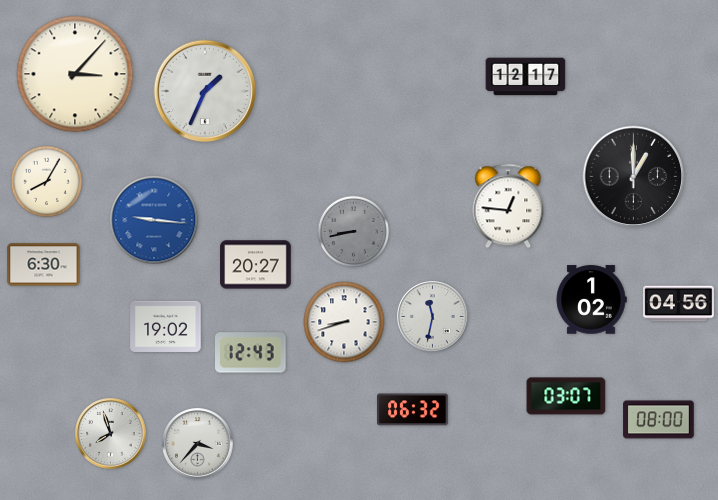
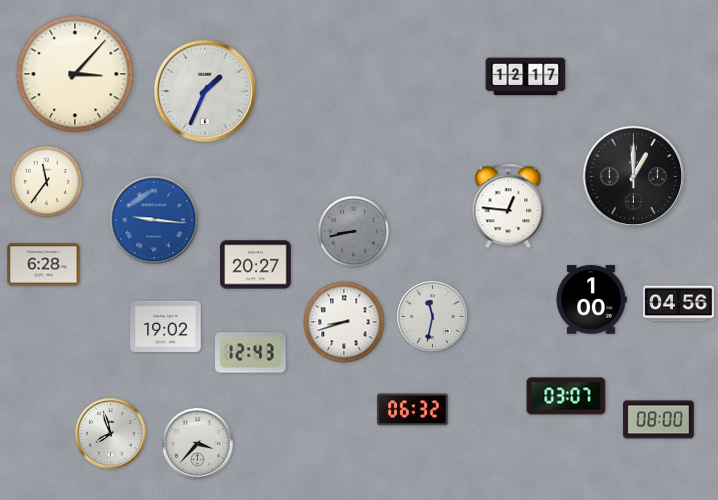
clock at (46, 181): 8:05 -> 11:36
clock at (44, 265): 6:30 -> 6:28
clock at (591, 300): 1:02 -> 1:00
